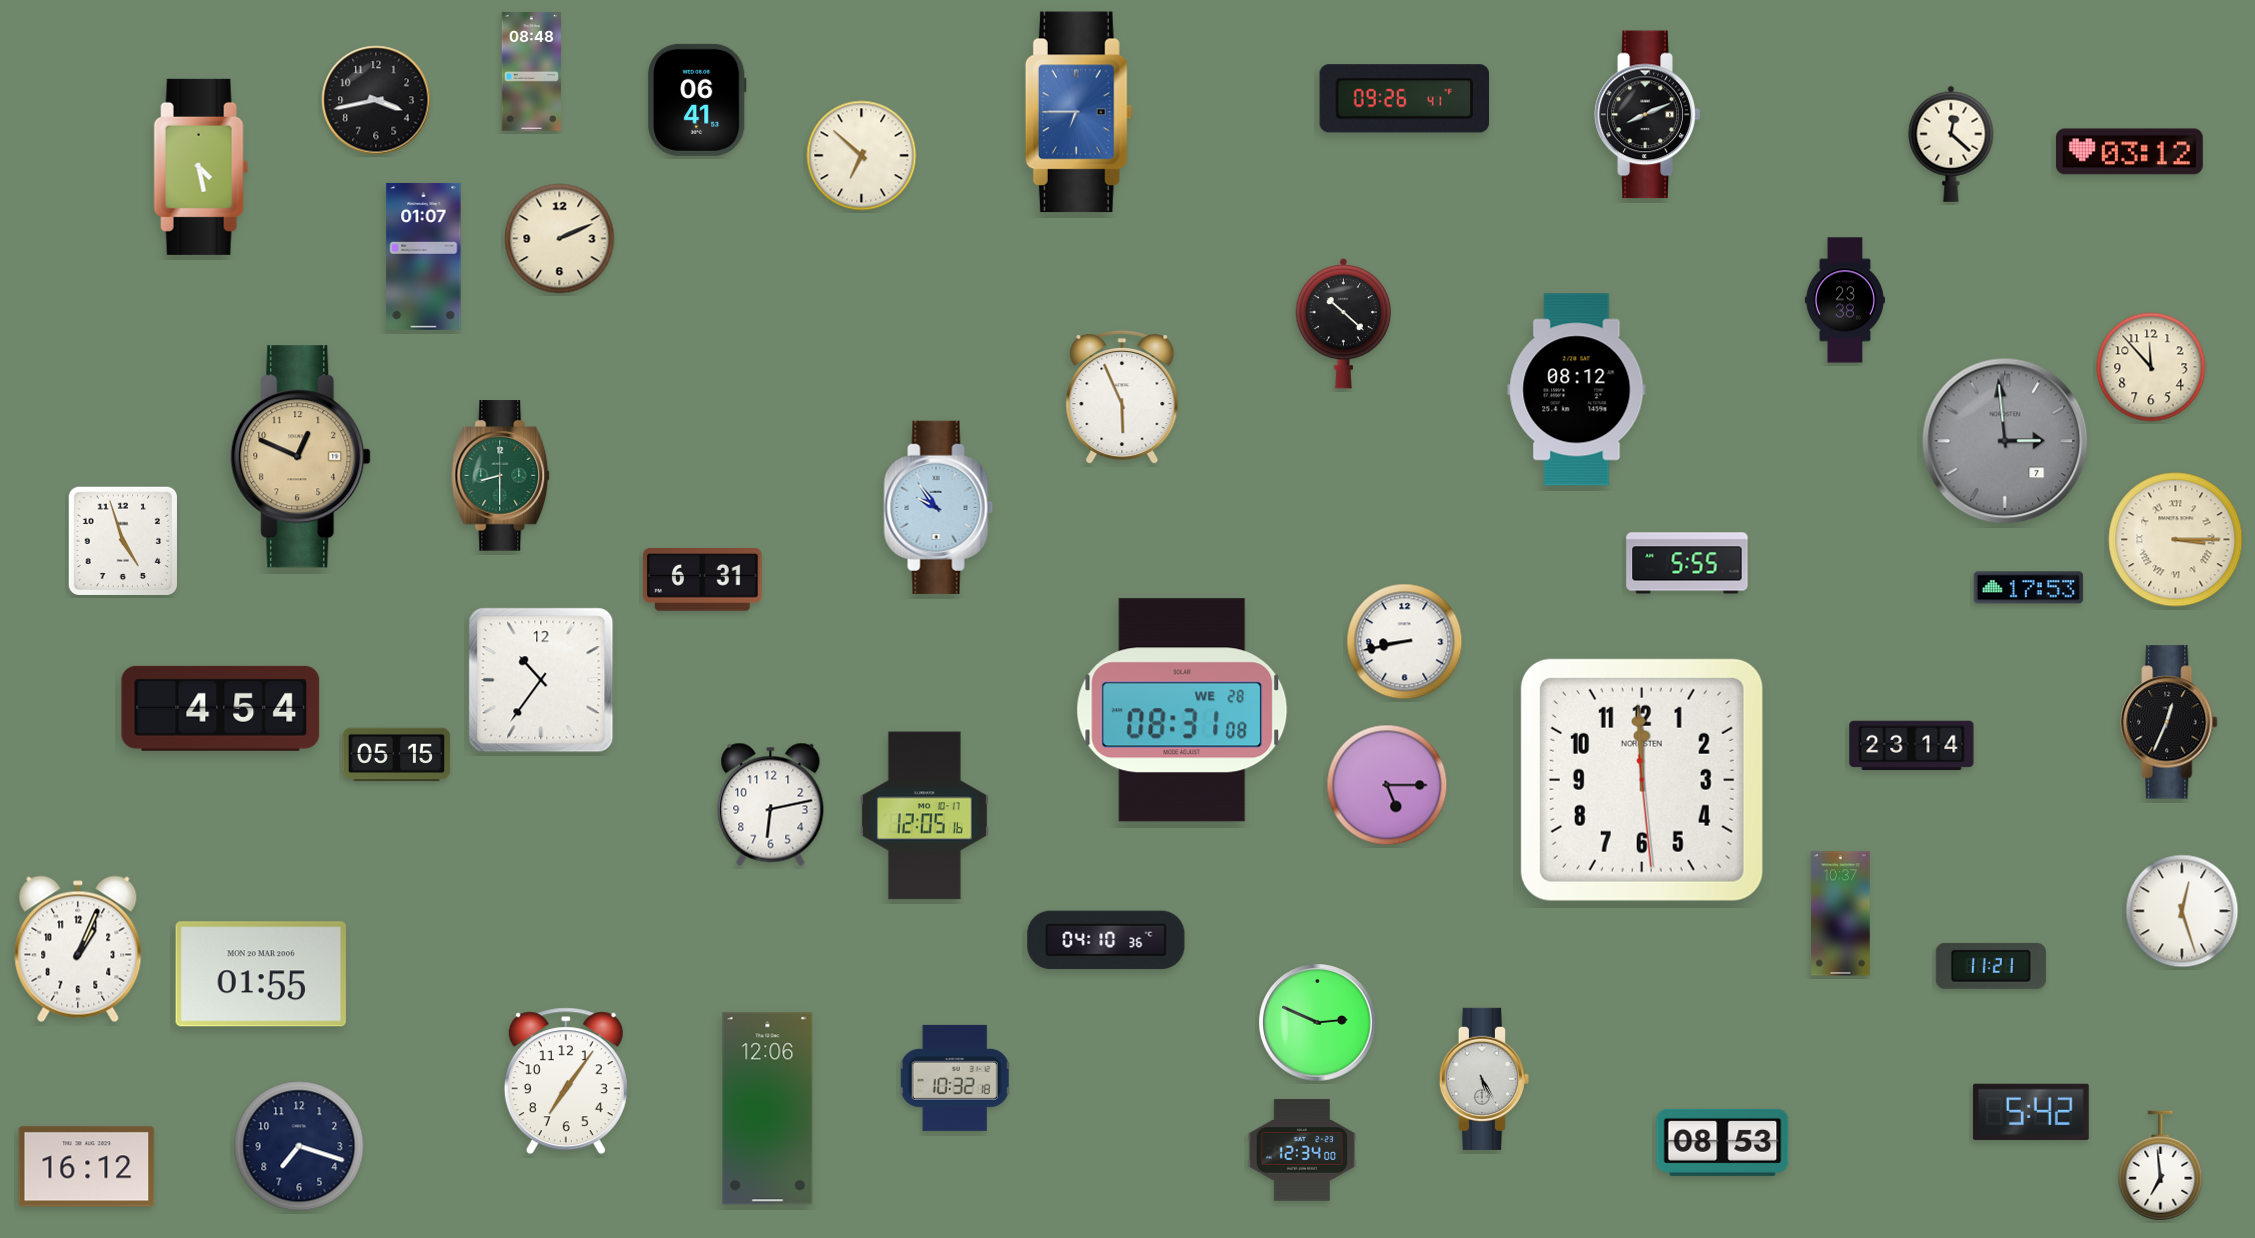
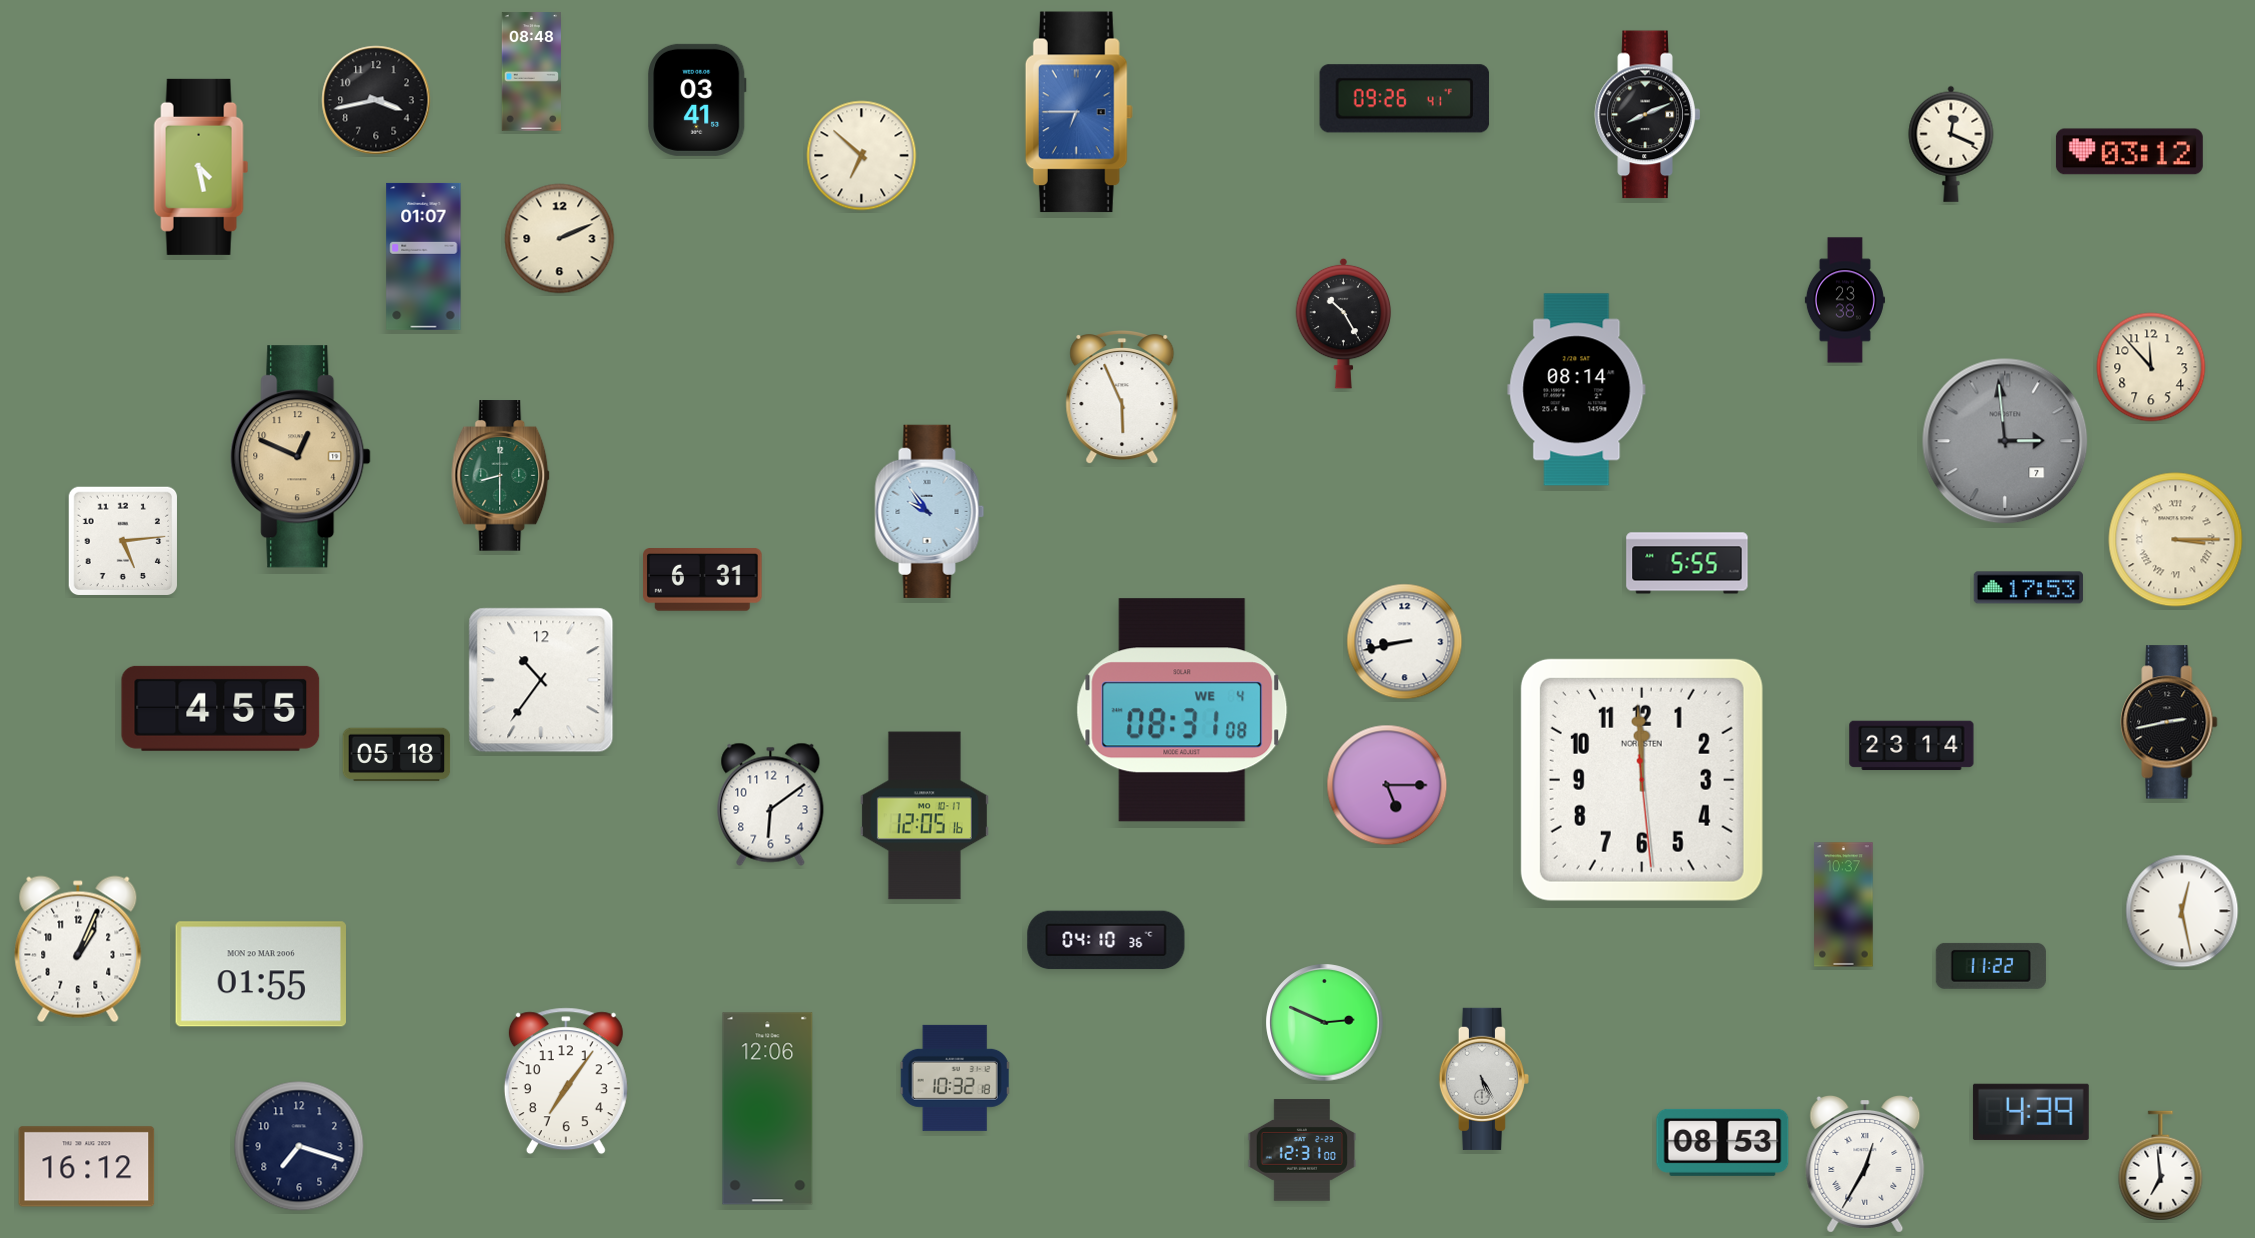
clock at (697, 100): 06:41 -> 03:41
clock at (1951, 144): 12:22 -> 12:19
clock at (1344, 323): 10:22 -> 10:25
clock at (1577, 390): 08:12 -> 08:14
clock at (939, 507) position: (939, 507) -> (930, 511)
clock at (122, 540): 4:57 -> 5:14
clock at (221, 708): 4:54 -> 4:55
clock at (1182, 710) date: WE 28 -> WE 4
clock at (2169, 722): 12:34 -> 2:43
clock at (397, 755): 05:15 -> 05:18
clock at (771, 804): 6:13 -> 6:09
clock at (2182, 911): 12:27 -> 12:28
clock at (1841, 914) position: (1841, 914) -> (1844, 905)
clock at (1991, 966): 11:21 -> 11:22
clock at (1318, 1023) position: (1318, 1023) -> (1325, 1023)
clock at (2031, 1112): 5:42 -> 4:39
clock at (1302, 1150): 12:34 -> 12:31
clock at (1865, 1165): none -> 12:35
